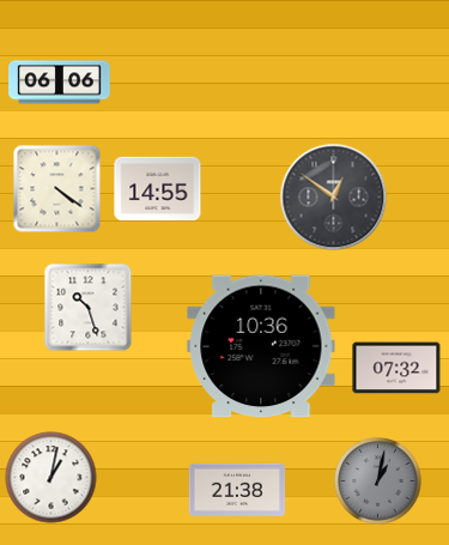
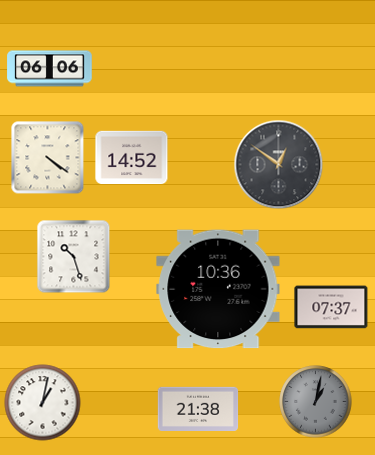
clock at (158, 189): 14:55 -> 14:52
clock at (396, 368): 07:32 -> 07:37
clock at (51, 478) position: (51, 478) -> (43, 403)
